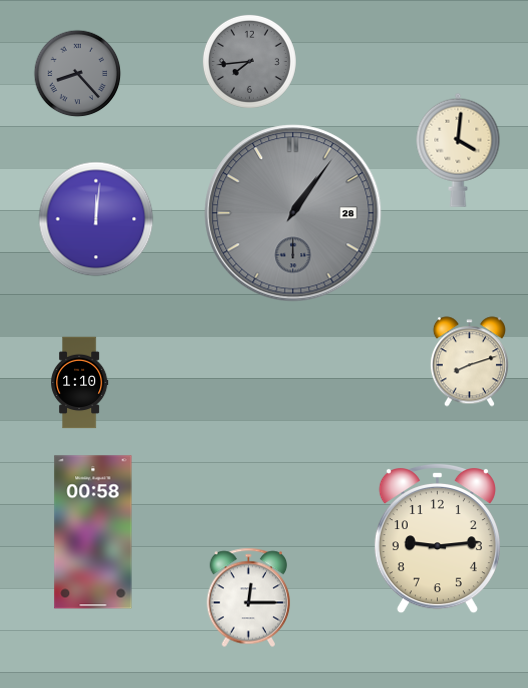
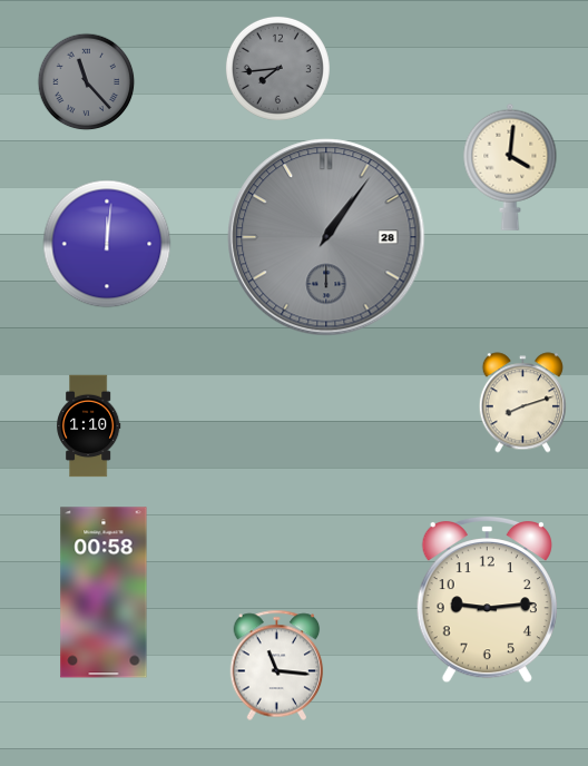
clock at (78, 74): 8:23 -> 11:23
clock at (249, 598): 12:15 -> 11:16
